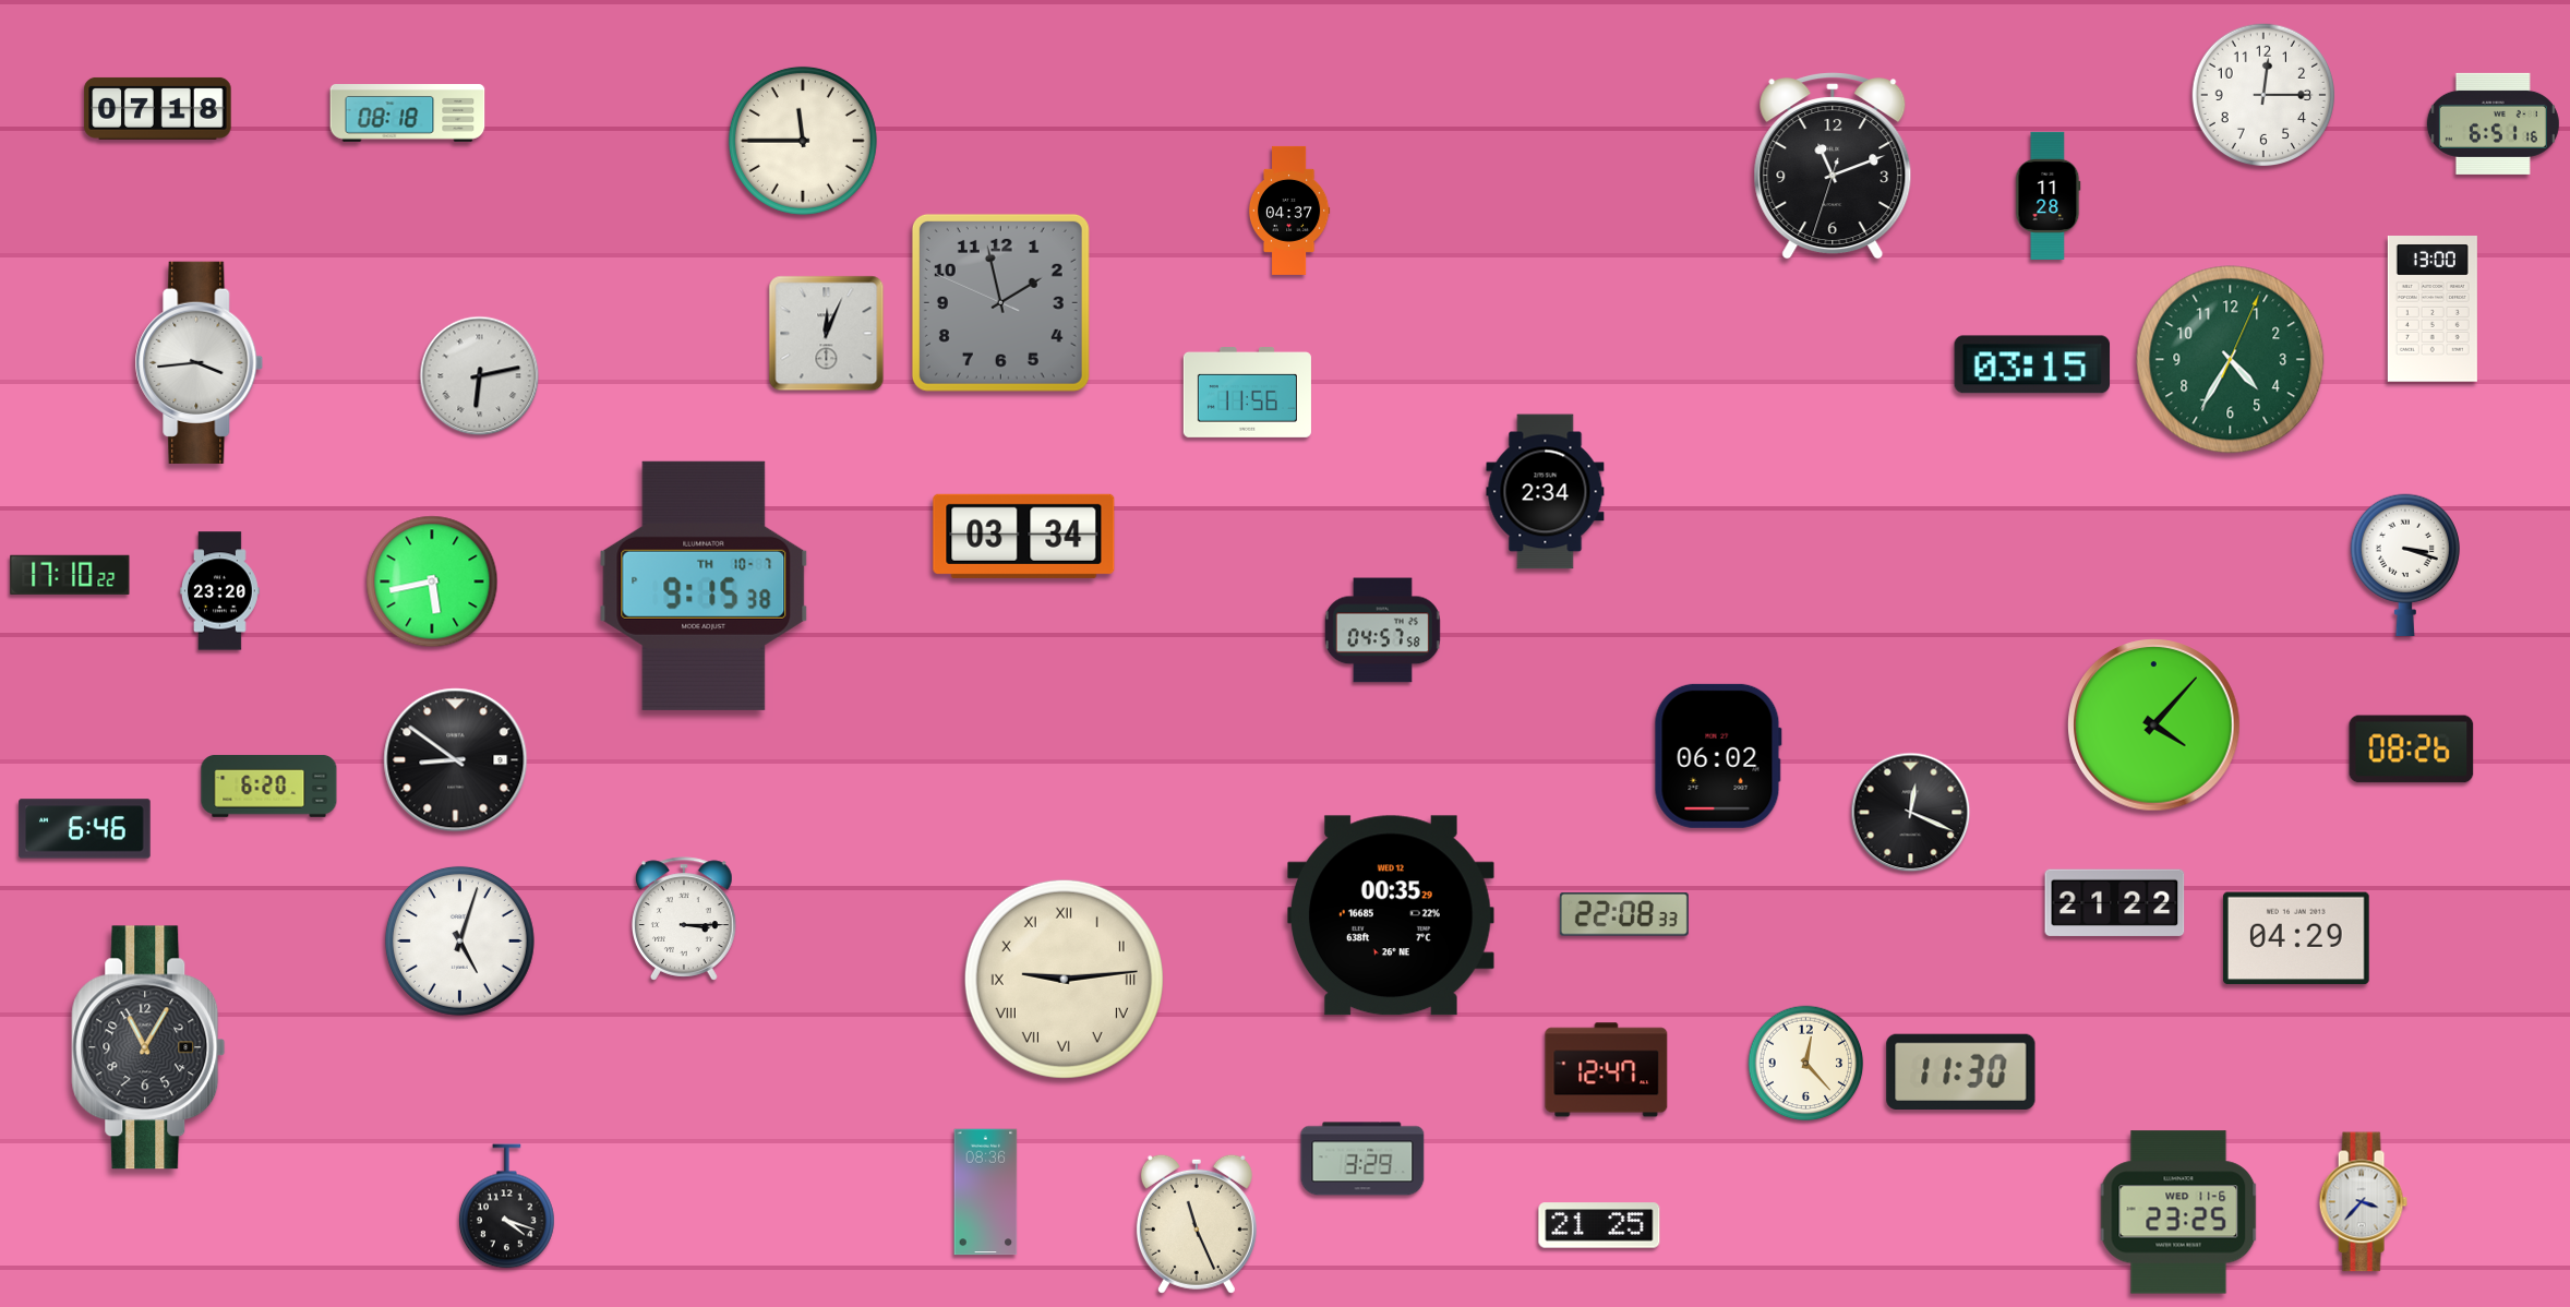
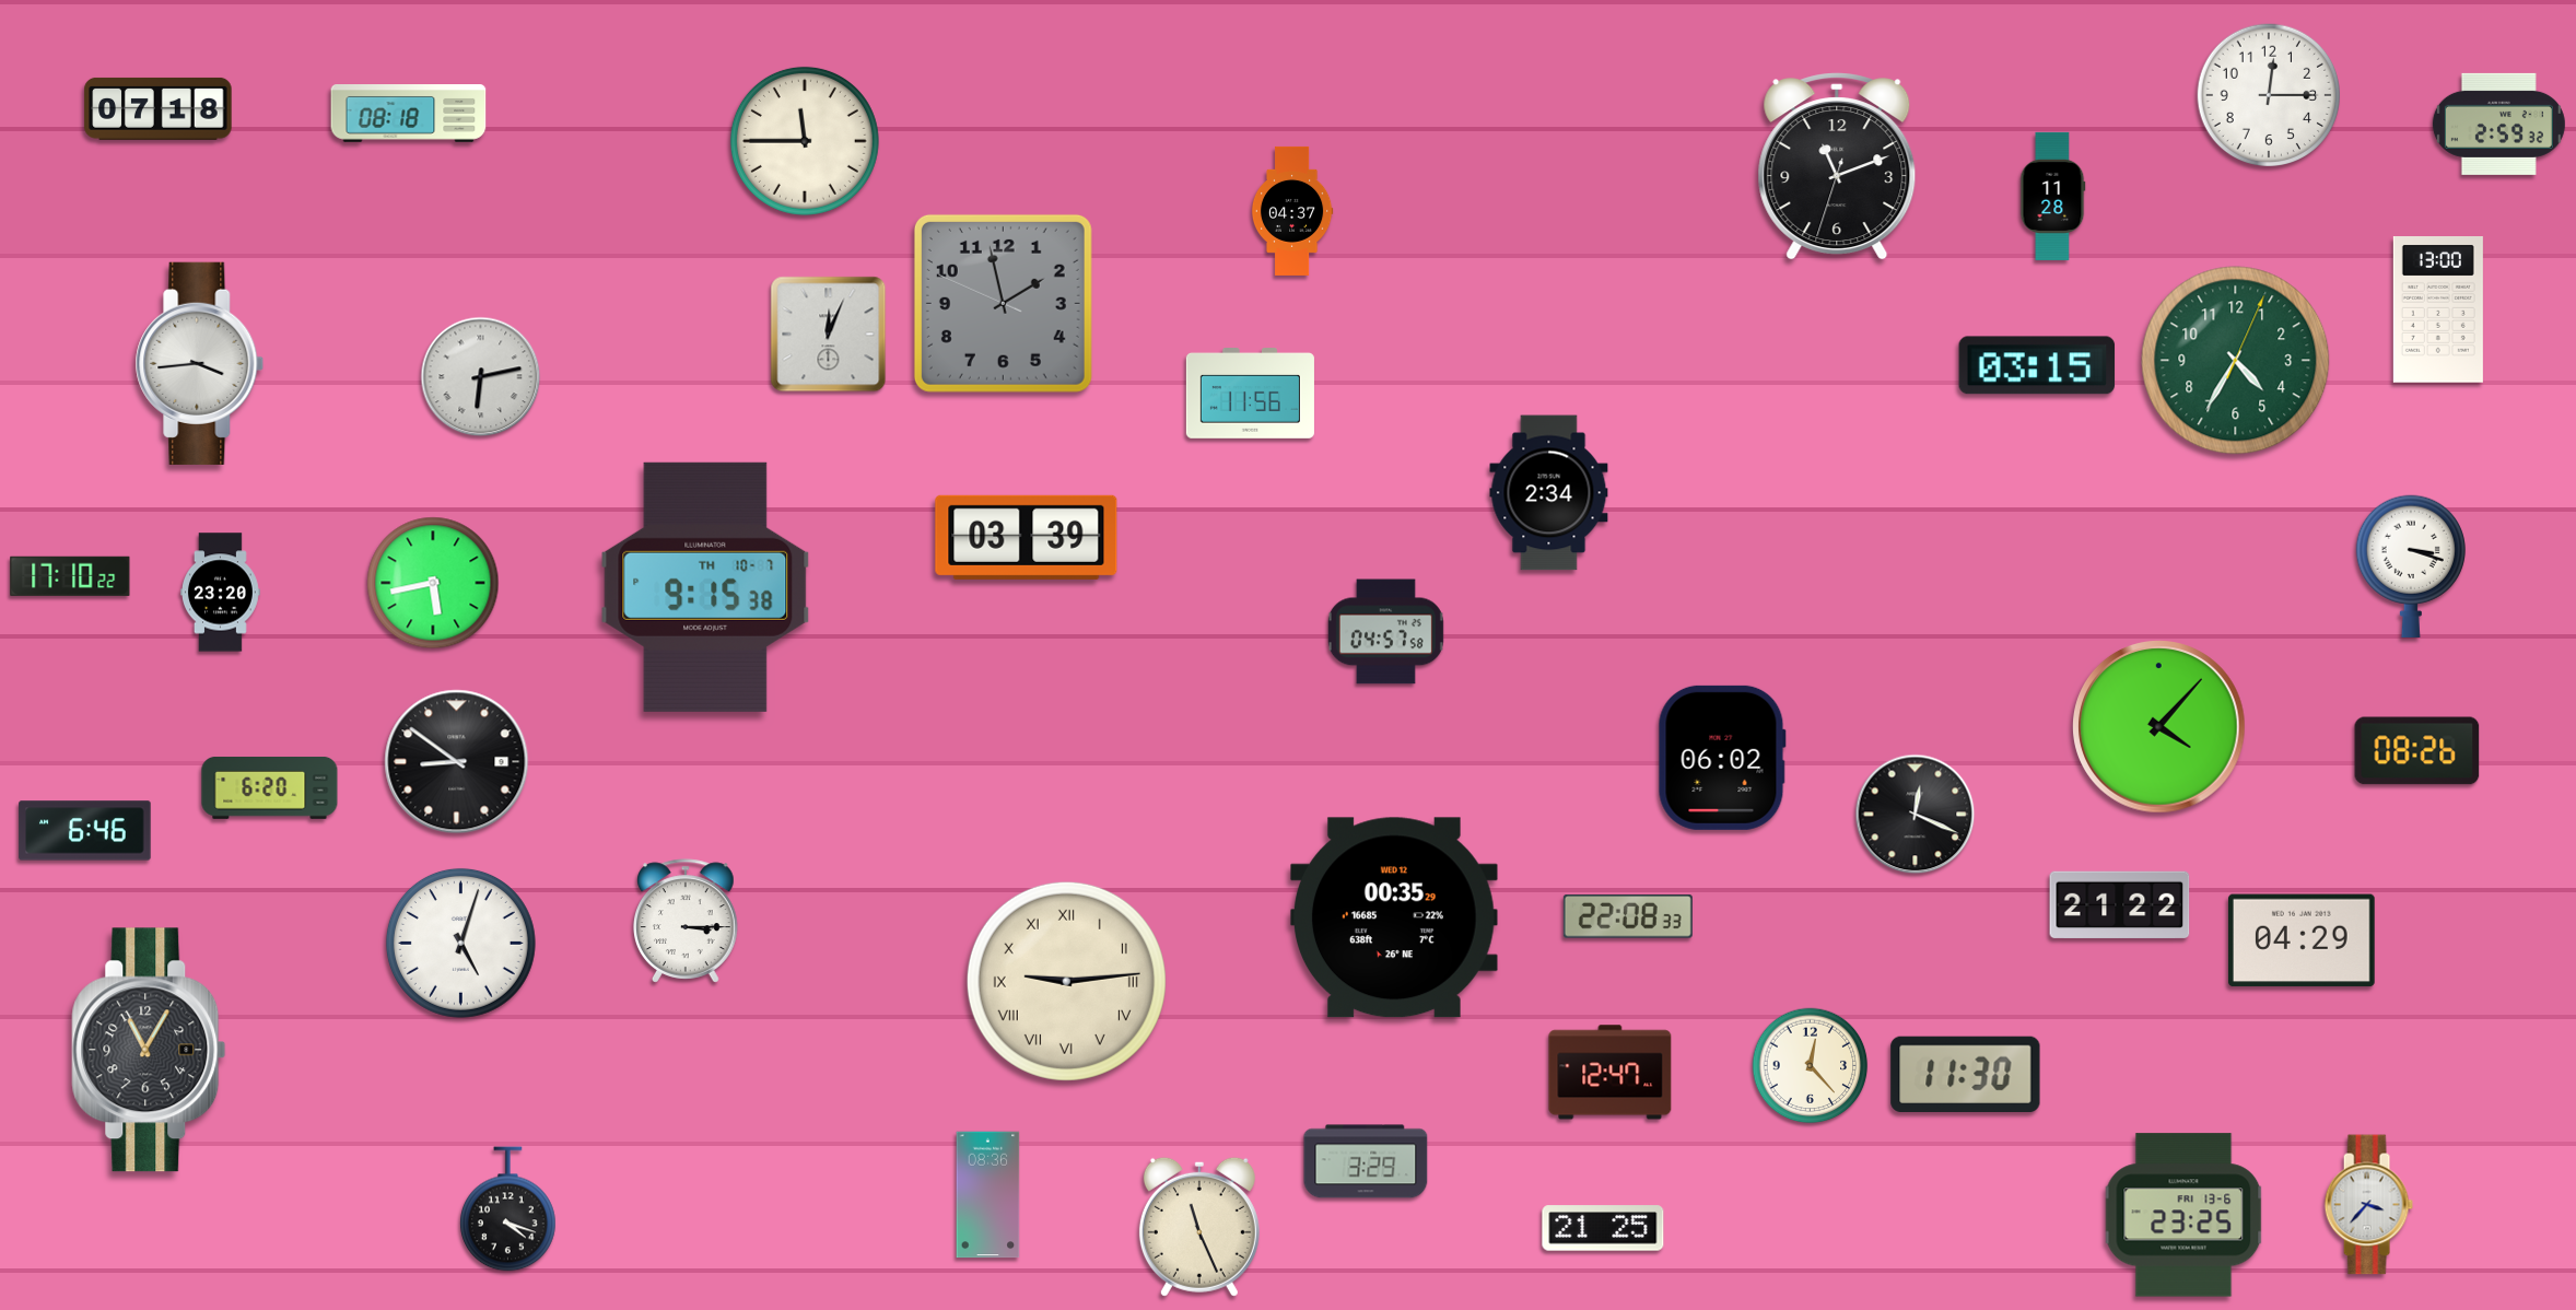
clock at (2493, 123): 6:51 -> 2:59
clock at (1024, 536): 03:34 -> 03:39
clock at (2178, 1212) date: WED 11-6 -> FRI 13-6
